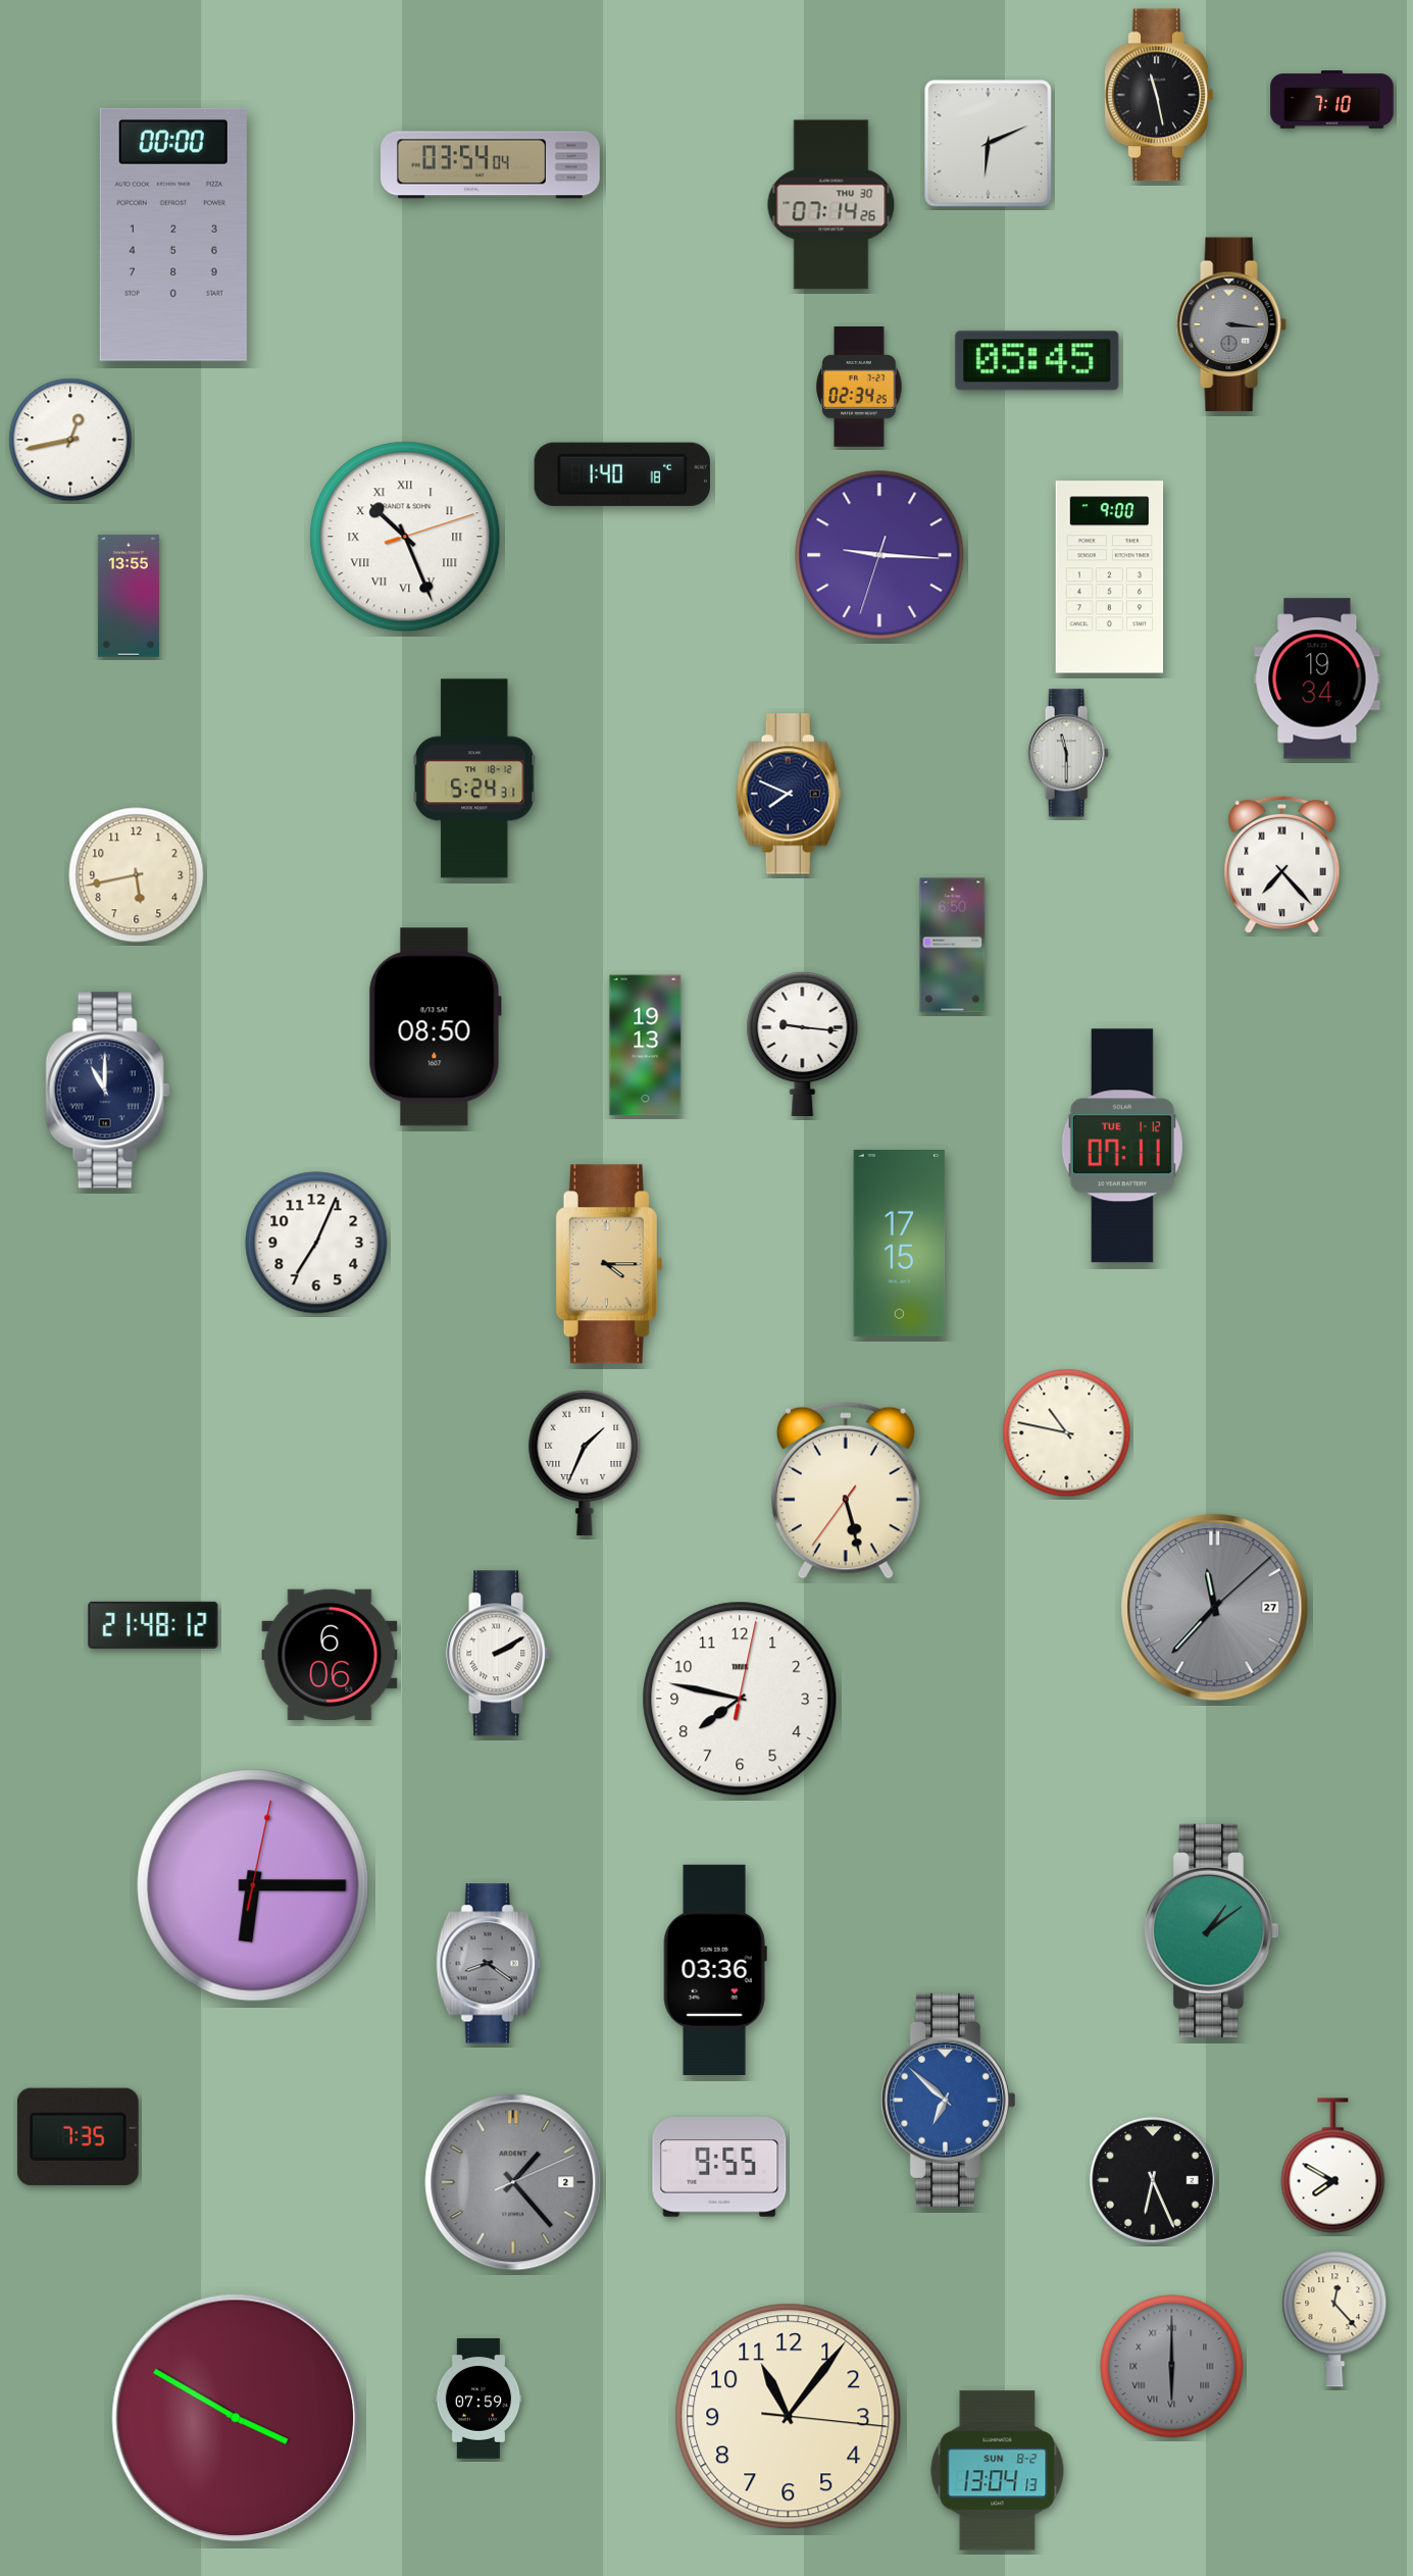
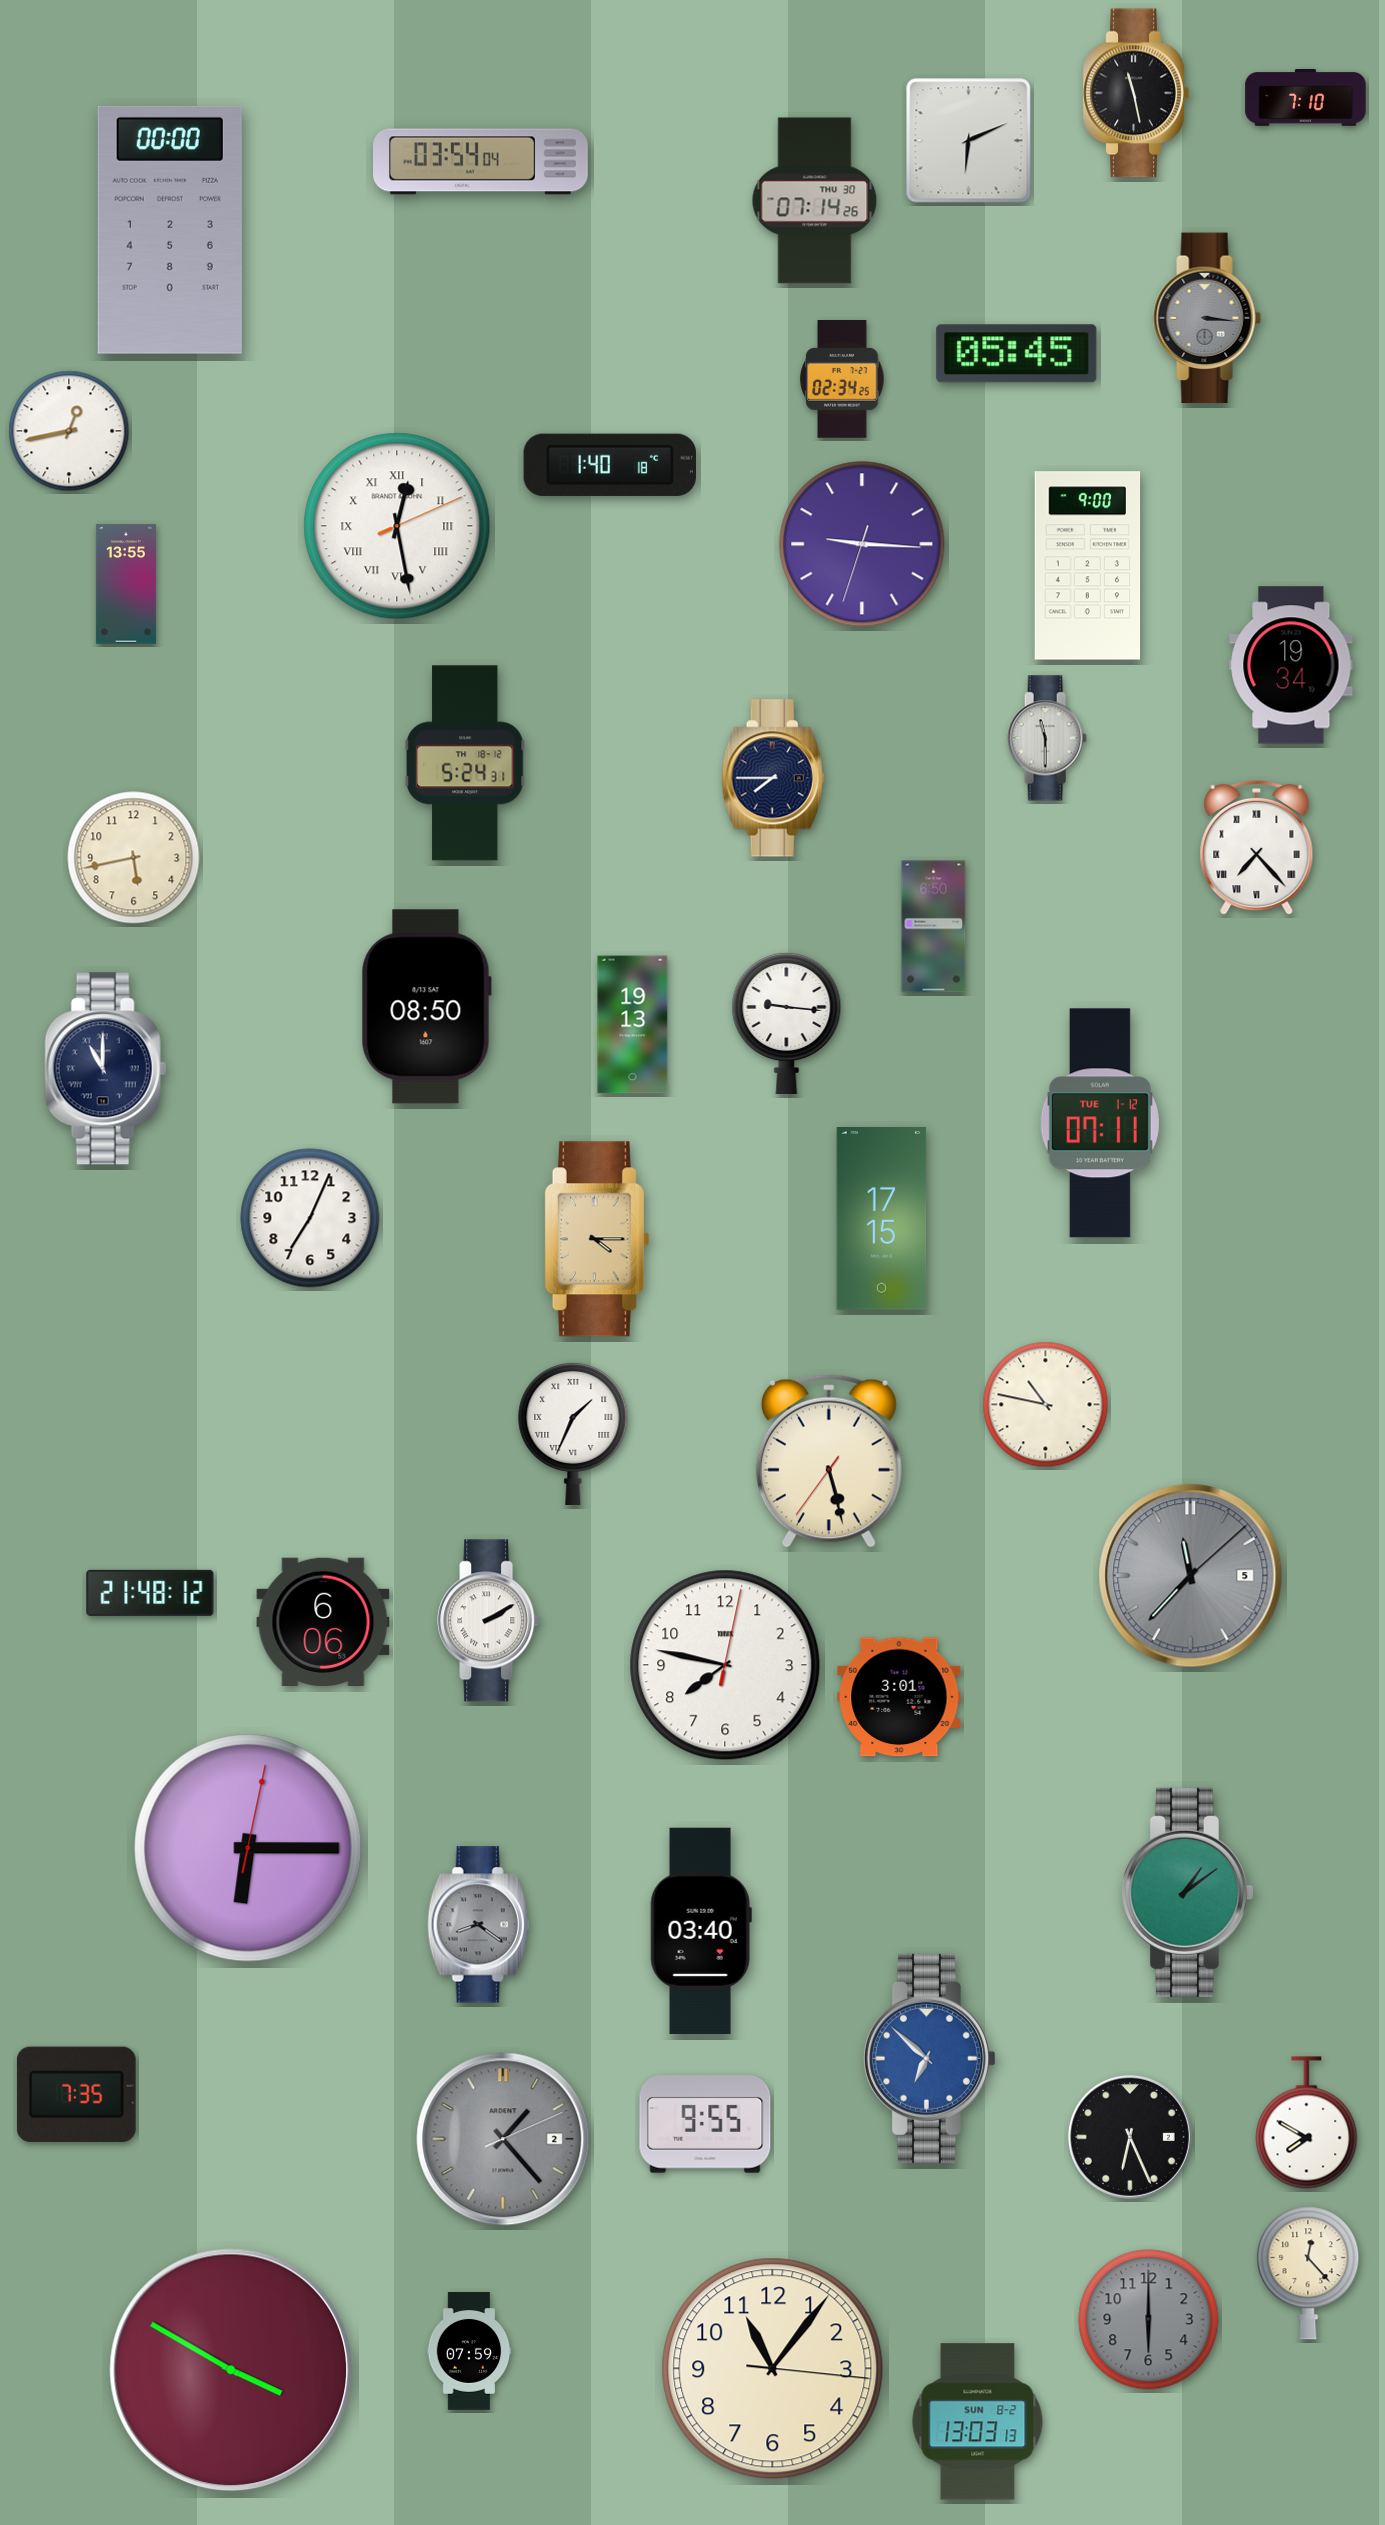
clock at (405, 537): 10:26 -> 12:28
clock at (789, 794): 7:49 -> 7:45
clock at (1215, 1608) date: 27 -> 5
clock at (899, 1697): none -> 3:01
clock at (715, 1970): 03:36 -> 03:40
clock at (1172, 2367) numerals: Roman -> Arabic
clock at (998, 2471): 13:04 -> 13:03
